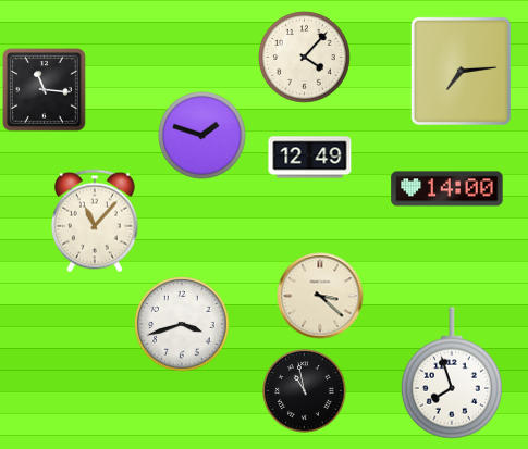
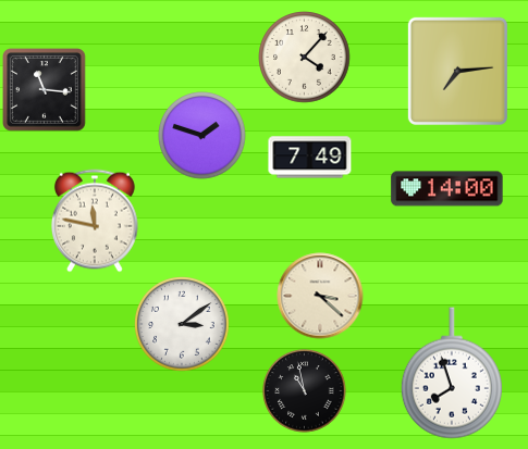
clock at (461, 71) position: (461, 71) -> (457, 71)
clock at (310, 158): 12:49 -> 7:49
clock at (95, 221): 11:07 -> 11:47
clock at (182, 324): 3:42 -> 3:09
